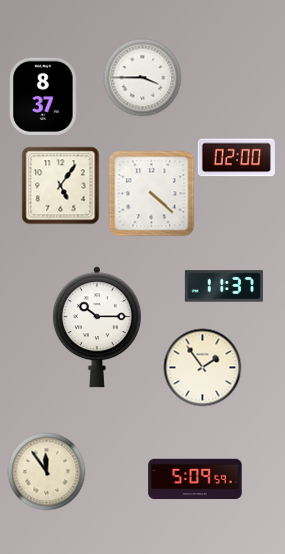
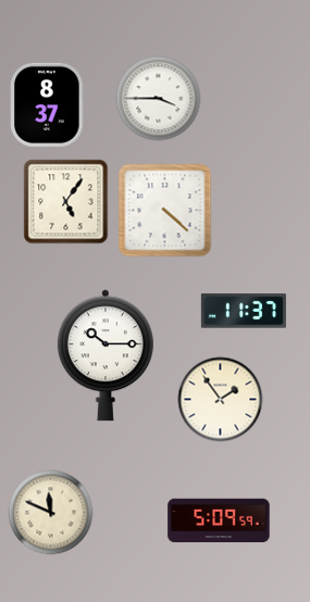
clock at (142, 77) position: (142, 77) -> (158, 98)
clock at (236, 158): 02:00 -> none
clock at (46, 471): 11:54 -> 11:49
clock at (195, 479) position: (195, 479) -> (219, 521)
